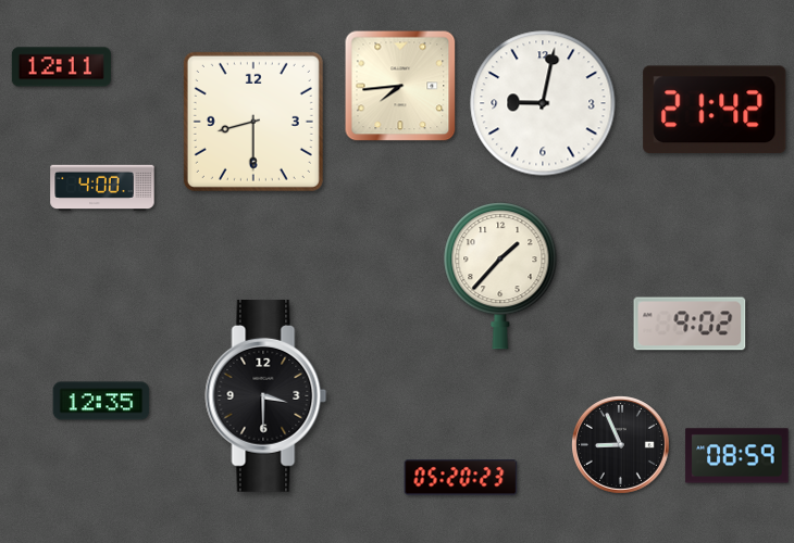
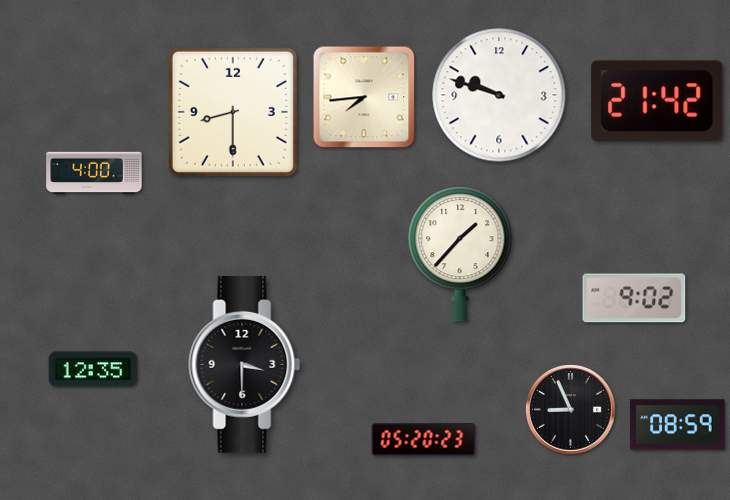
clock at (61, 67): 12:11 -> none
clock at (400, 86) position: (400, 86) -> (364, 97)
clock at (543, 103): 9:02 -> 9:48
clock at (737, 456) position: (737, 456) -> (678, 425)
